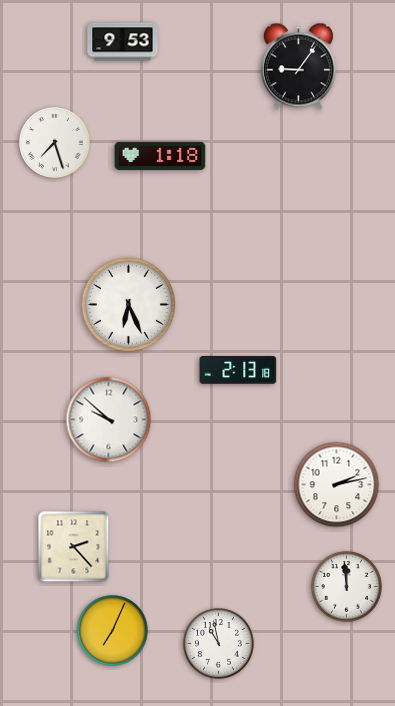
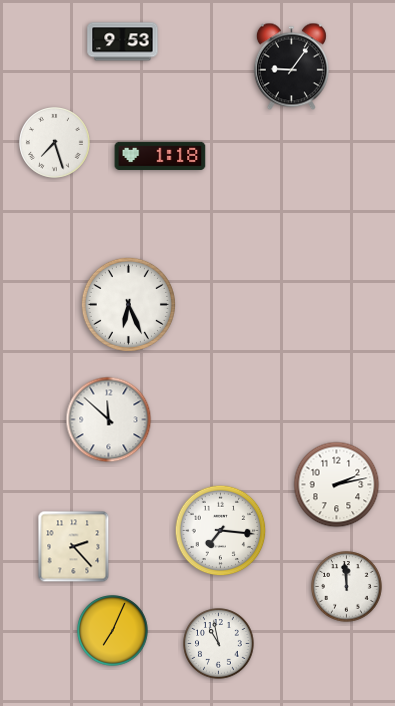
clock at (298, 67) position: (298, 67) -> (291, 67)
clock at (238, 370): 2:13 -> none
clock at (109, 420): 9:52 -> 11:52
clock at (221, 531): none -> 7:16
